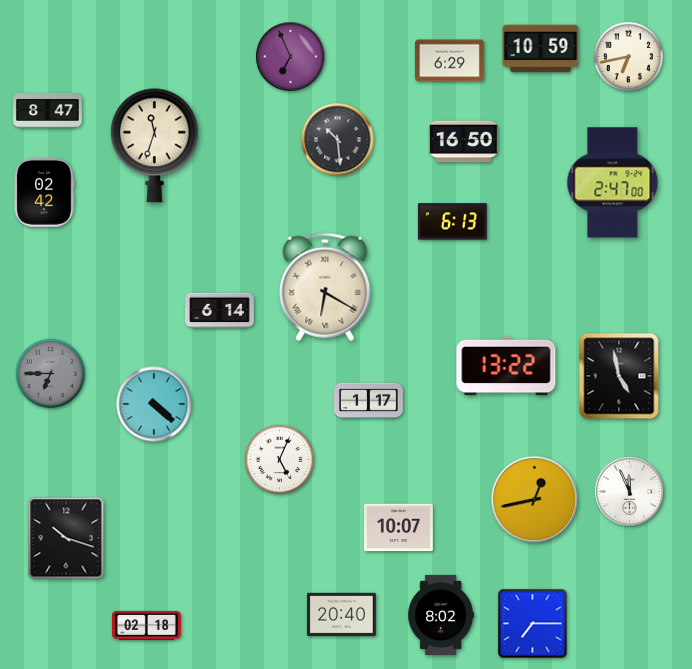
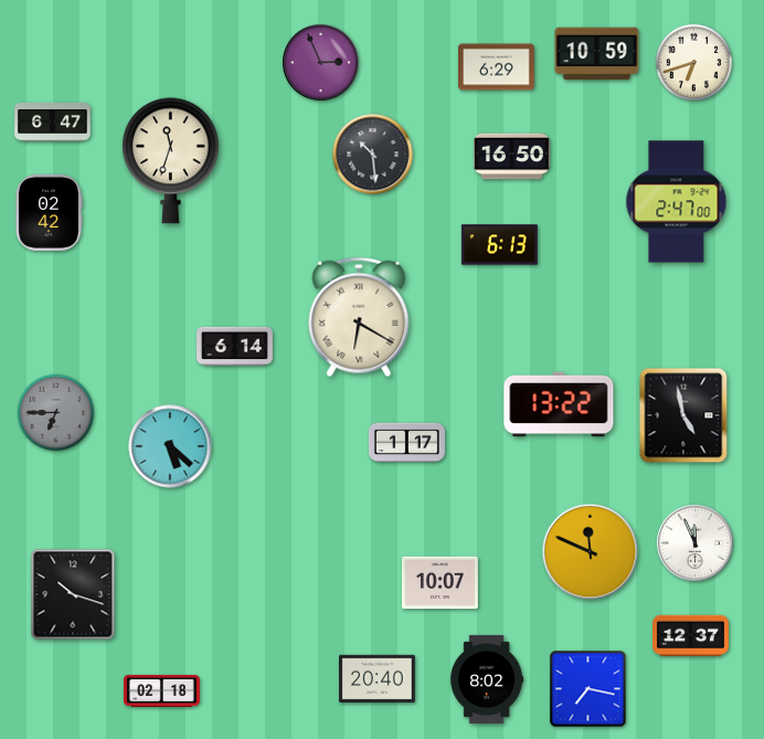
clock at (628, 56): 6:43 -> 6:42
clock at (291, 57): 6:56 -> 2:56
clock at (48, 111): 8:47 -> 6:47
clock at (220, 311) position: (220, 311) -> (235, 347)
clock at (154, 404): 4:22 -> 5:22
clock at (279, 459): 5:04 -> none
clock at (535, 500): 12:43 -> 11:49
clock at (691, 636): none -> 12:37
clock at (533, 624): 7:15 -> 7:17
